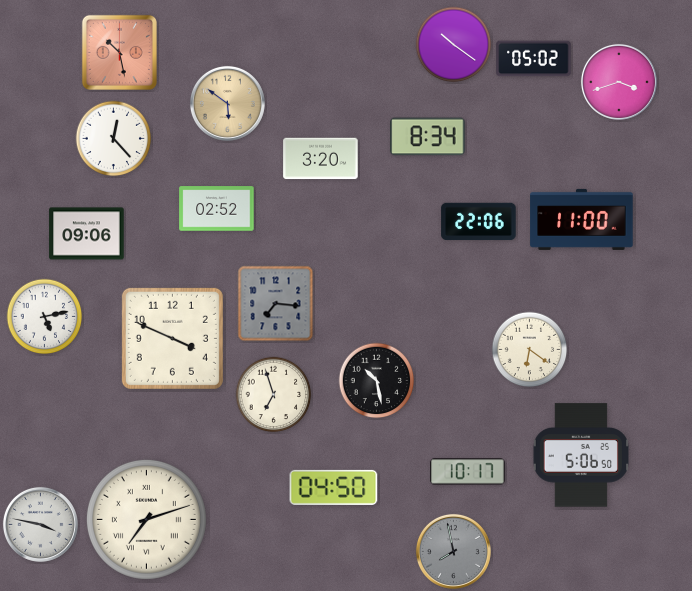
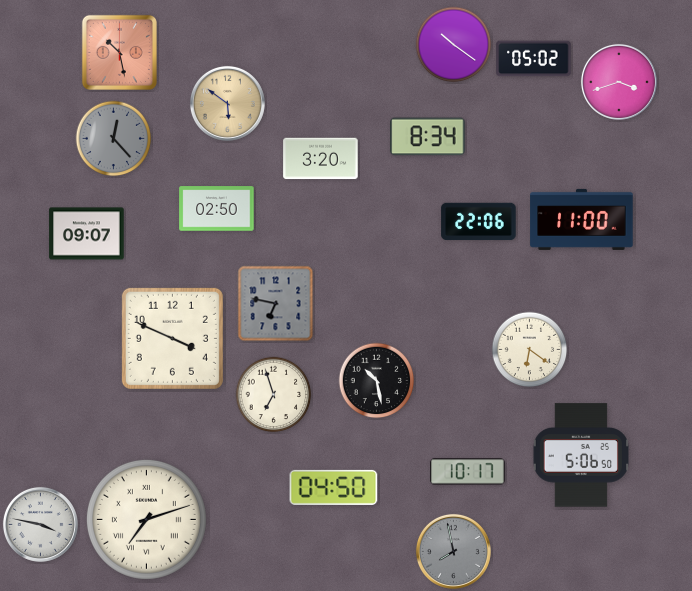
clock at (114, 139) dial: white -> grey
clock at (217, 209): 02:52 -> 02:50
clock at (87, 234): 09:06 -> 09:07
clock at (276, 304): 7:16 -> 6:47
clock at (45, 317): 5:13 -> none
